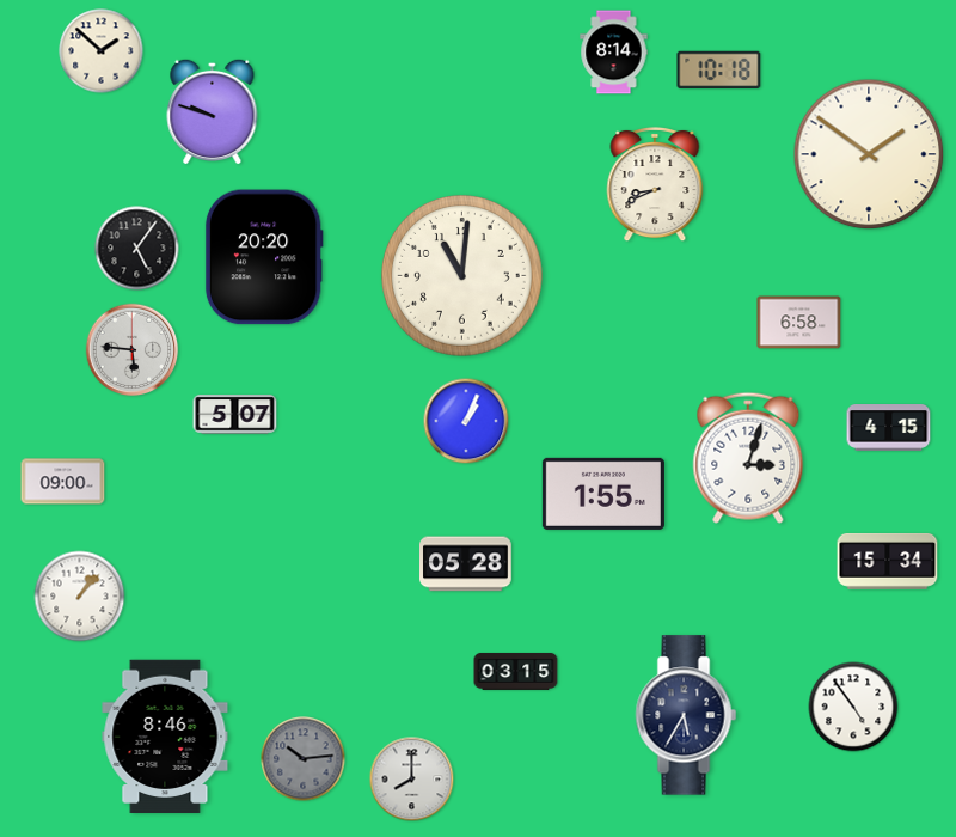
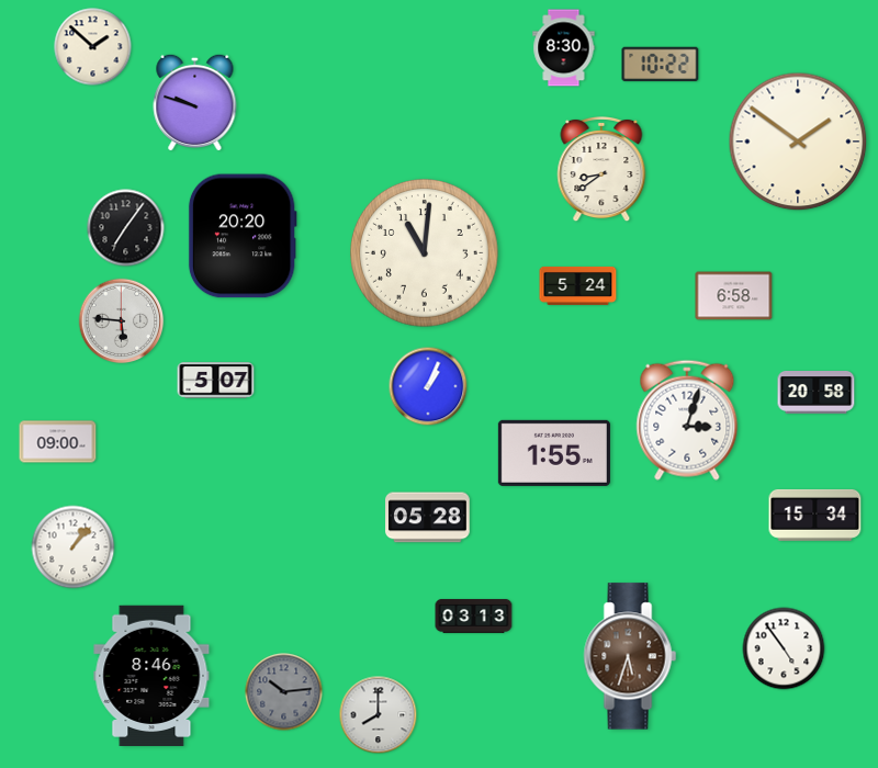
clock at (614, 53): 8:14 -> 8:30
clock at (719, 71): 10:18 -> 10:22
clock at (655, 184): 8:41 -> 8:39
clock at (137, 249): 5:06 -> 7:06
clock at (578, 285): none -> 5:24
clock at (889, 428): 4:15 -> 20:58
clock at (516, 672): 03:15 -> 03:13
clock at (686, 715): 5:35 -> 5:33
clock at (686, 715) dial: navy -> brown
clock at (304, 759) position: (304, 759) -> (284, 692)
